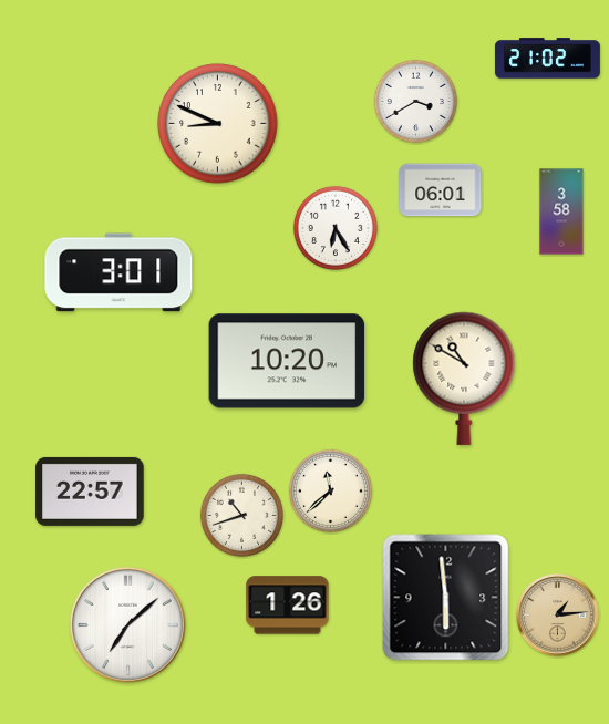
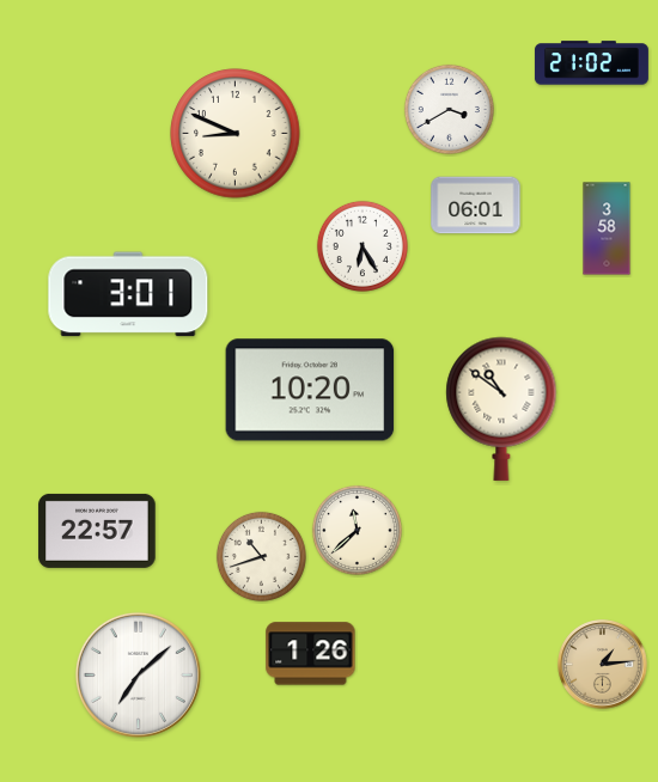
clock at (464, 379): 10:50 -> 10:51
clock at (446, 598): 5:59 -> none
